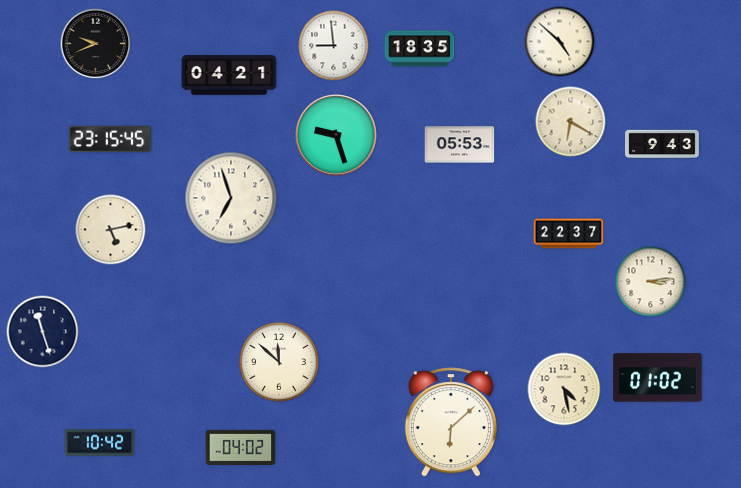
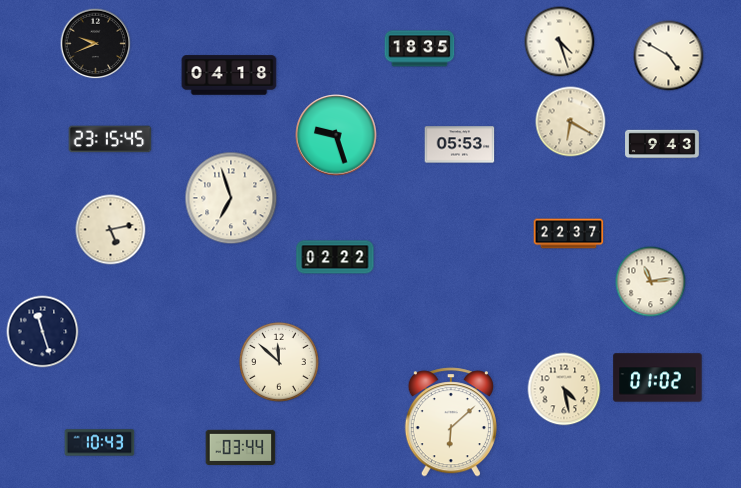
clock at (560, 42): 4:52 -> 4:27
clock at (334, 46): 8:59 -> none
clock at (669, 56): none -> 4:50
clock at (229, 75): 04:21 -> 04:18
clock at (335, 257): none -> 02:22
clock at (651, 282): 3:14 -> 11:14
clock at (100, 443): 10:42 -> 10:43
clock at (241, 447): 04:02 -> 03:44
